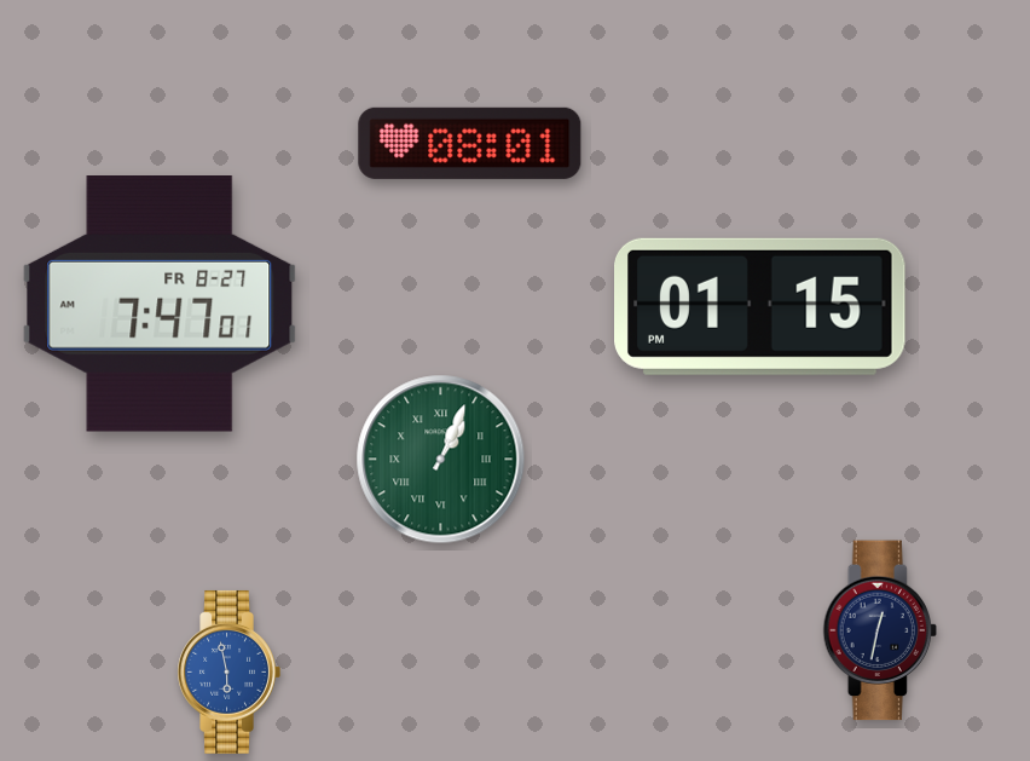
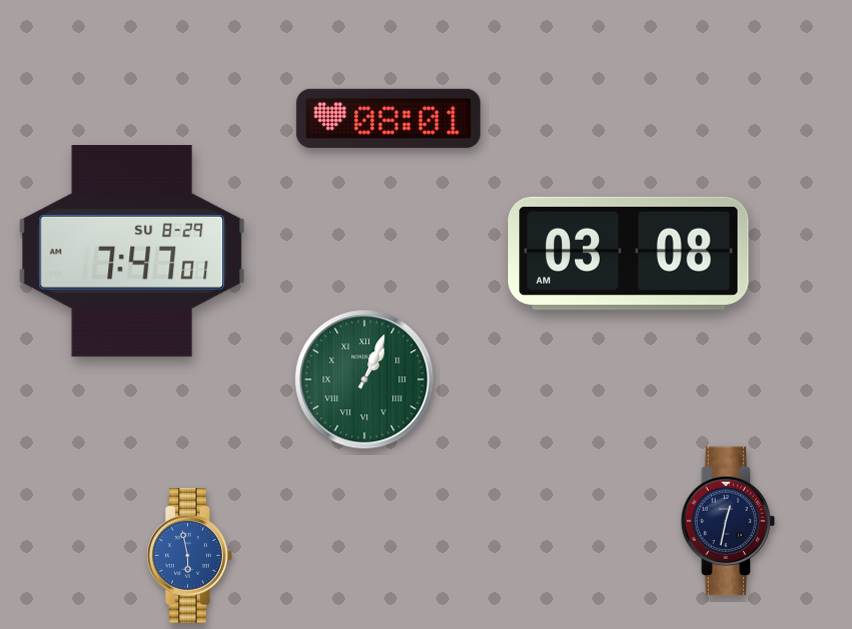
clock at (160, 305) date: FR 8-27 -> SU 8-29
clock at (760, 306): 01:15 -> 03:08
